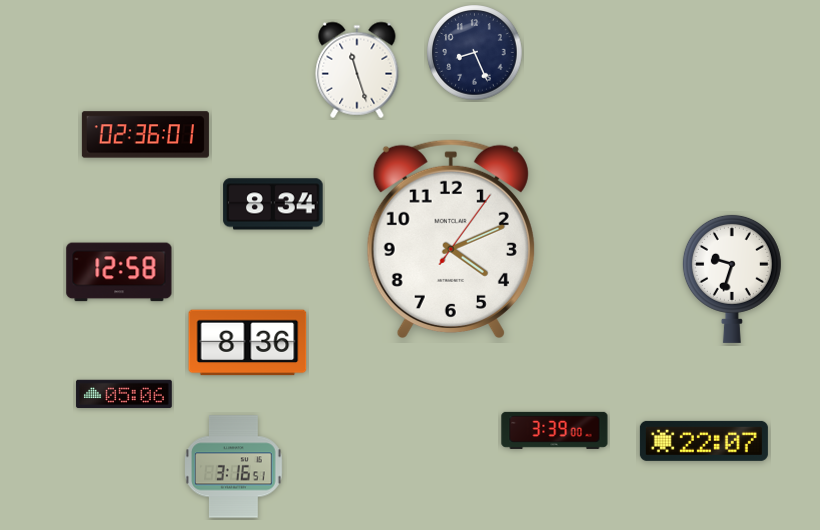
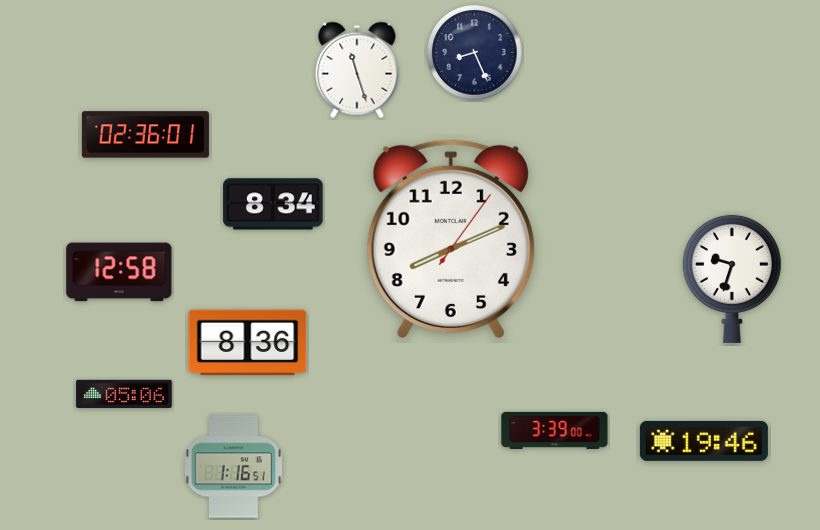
clock at (451, 238): 4:11 -> 8:11
clock at (704, 441): 22:07 -> 19:46
clock at (234, 467): 3:16 -> 1:16
